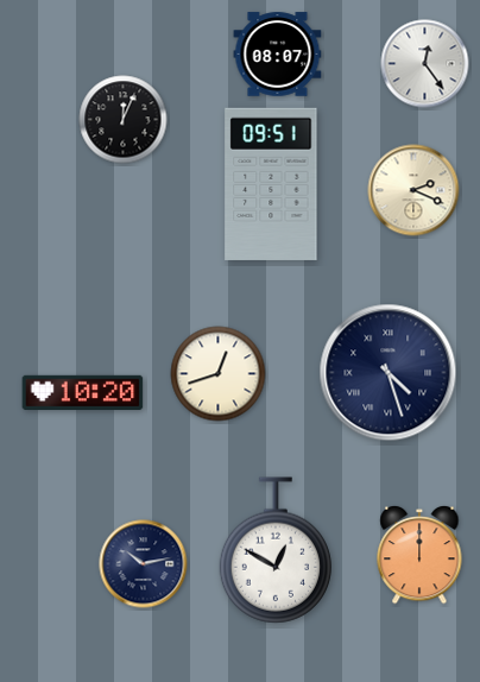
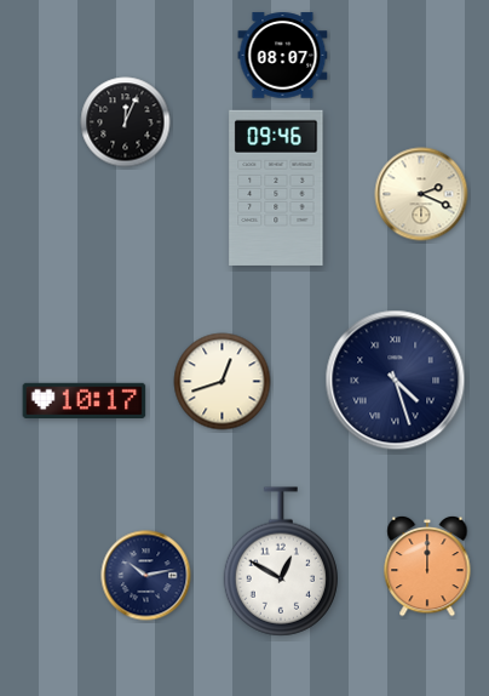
clock at (425, 64): 12:24 -> none
clock at (271, 184): 09:51 -> 09:46
clock at (83, 392): 10:20 -> 10:17
